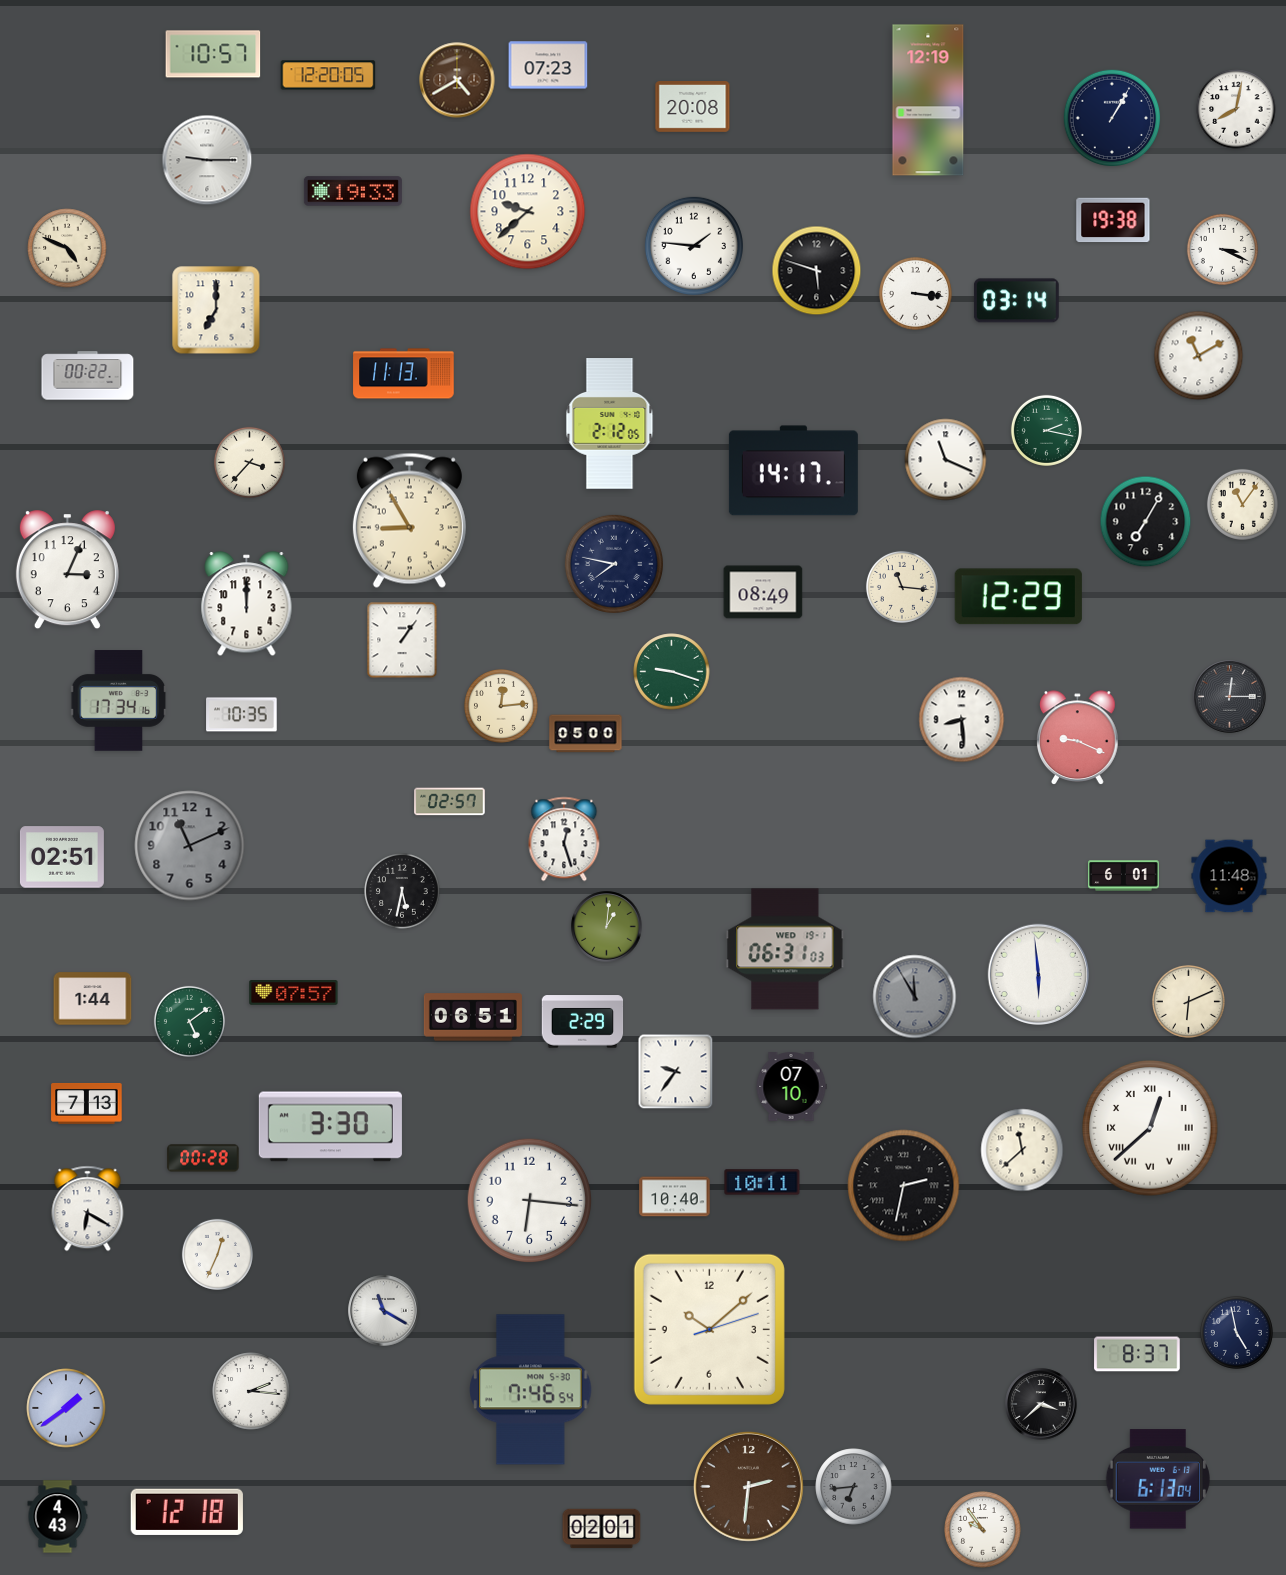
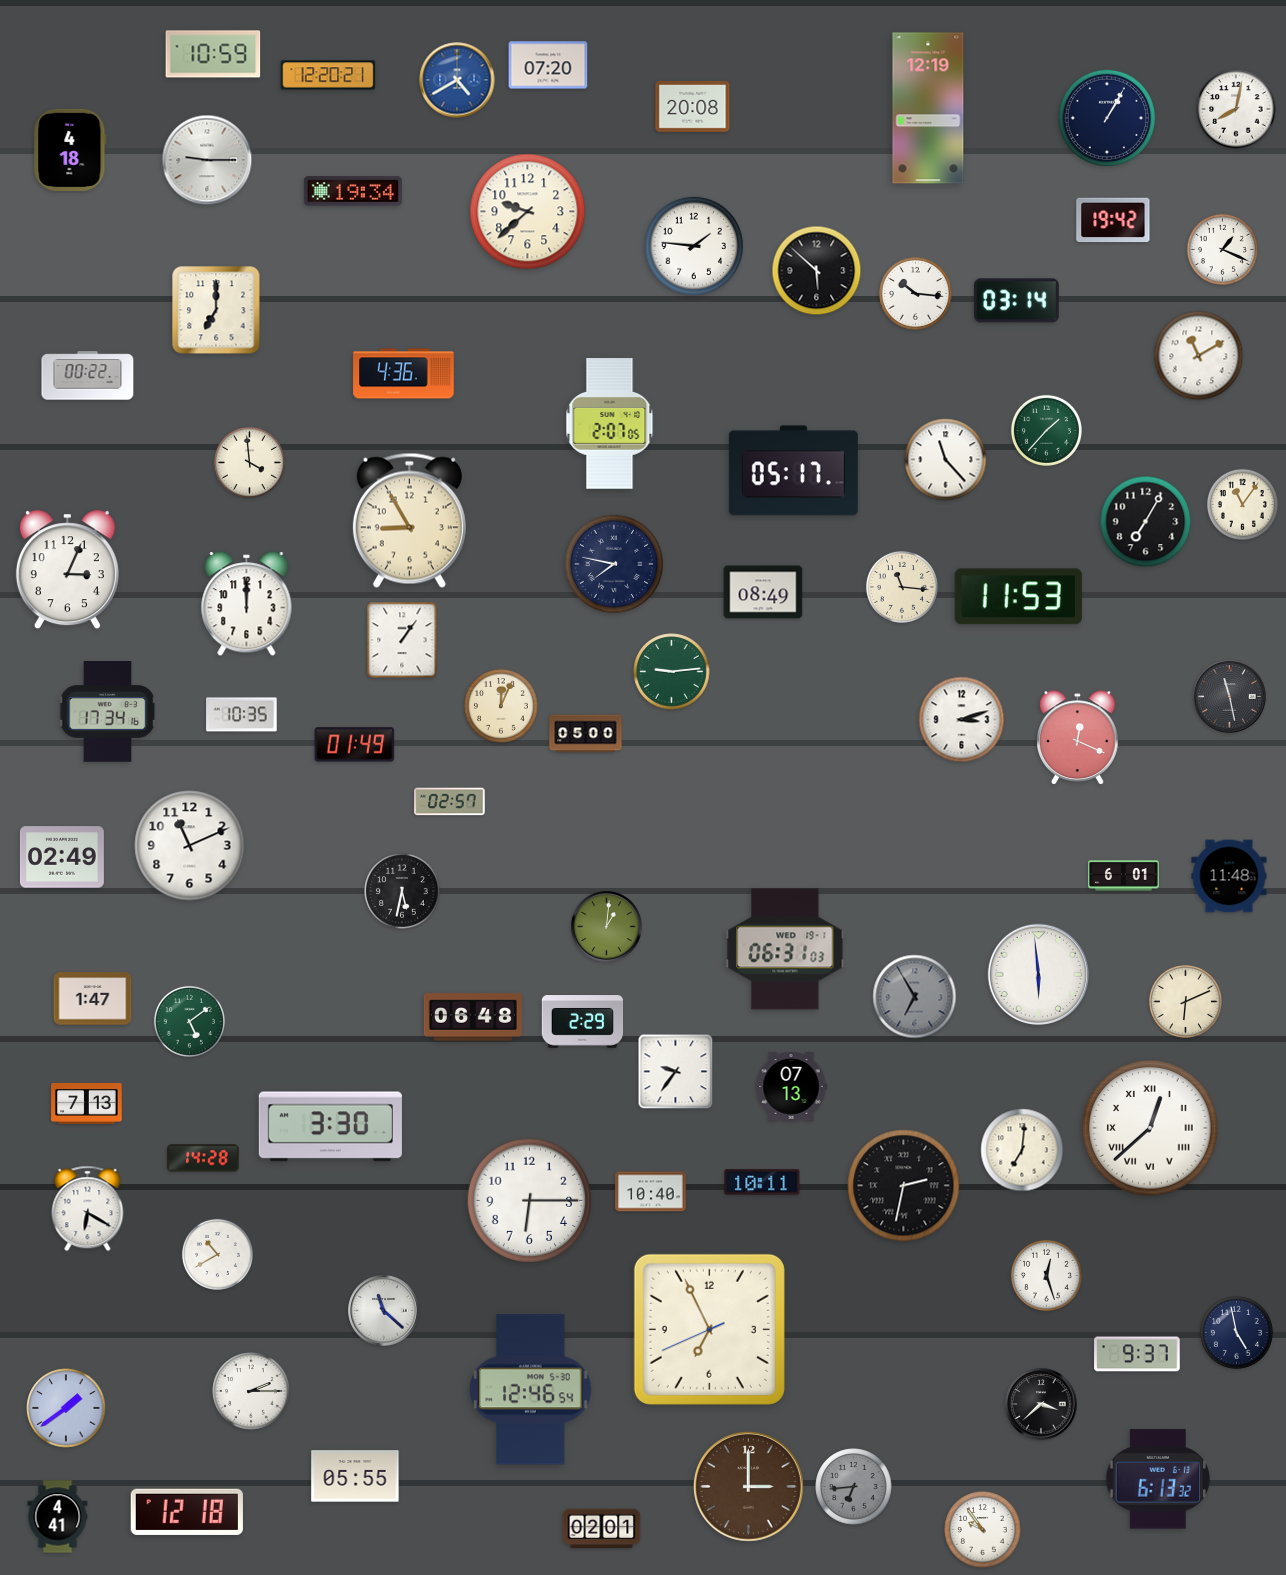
clock at (213, 54): 10:57 -> 10:59
clock at (548, 65): 07:23 -> 07:20
clock at (328, 75): 12:20:05 -> 12:20:21
clock at (457, 80) dial: brown -> blue
clock at (928, 100) position: (928, 100) -> (928, 108)
clock at (1112, 118) position: (1112, 118) -> (1107, 118)
clock at (70, 150): none -> 4:18
clock at (353, 191): 19:33 -> 19:34
clock at (1113, 220): 19:38 -> 19:42
clock at (67, 248): 4:49 -> none
clock at (1222, 249): 3:19 -> 1:19
clock at (817, 271): 5:48 -> 5:52
clock at (915, 293): 3:16 -> 10:16
clock at (404, 374): 11:13 -> 4:36
clock at (610, 424): 2:12 -> 2:07
clock at (1046, 430): 2:17 -> 1:37
clock at (946, 460): 11:19 -> 11:23
clock at (249, 462): 3:37 -> 3:59
clock at (793, 471): 14:17 -> 05:17
clock at (1018, 597): 12:29 -> 11:53
clock at (672, 672): 9:18 -> 9:14
clock at (1230, 697): 12:15 -> 11:28
clock at (119, 701) position: (119, 701) -> (108, 712)
clock at (502, 707): 12:14 -> 12:04
clock at (962, 720): 8:29 -> 3:12
clock at (1078, 737): 9:19 -> 12:19
clock at (355, 745): none -> 01:49
clock at (564, 839): 12:27 -> none
clock at (190, 846) dial: grey -> white
clock at (62, 857): 02:51 -> 02:49
clock at (294, 993): 07:57 -> none
clock at (915, 997): 11:55 -> 6:55
clock at (93, 999): 1:44 -> 1:47
clock at (1188, 1001) position: (1188, 1001) -> (1185, 1001)
clock at (473, 1017): 06:51 -> 06:48
clock at (791, 1087): 07:10 -> 07:13
clock at (1022, 1150): 11:38 -> 7:01
clock at (203, 1158): 00:28 -> 14:28
clock at (675, 1197) position: (675, 1197) -> (651, 1192)
clock at (530, 1201): 6:16 -> 6:15
clock at (217, 1254): 12:34 -> 10:40
clock at (1046, 1275): none -> 12:27
clock at (384, 1311): 11:20 -> 11:22
clock at (709, 1329): 10:08 -> 6:55
clock at (1137, 1354): 8:37 -> 9:37
clock at (531, 1390): 7:46 -> 12:46
clock at (251, 1391): 2:16 -> 2:15
clock at (355, 1476): none -> 05:55
clock at (1158, 1479): 6:13:04 -> 6:13:32
clock at (748, 1486): 2:31 -> 3:00
clock at (58, 1517): 4:43 -> 4:41
